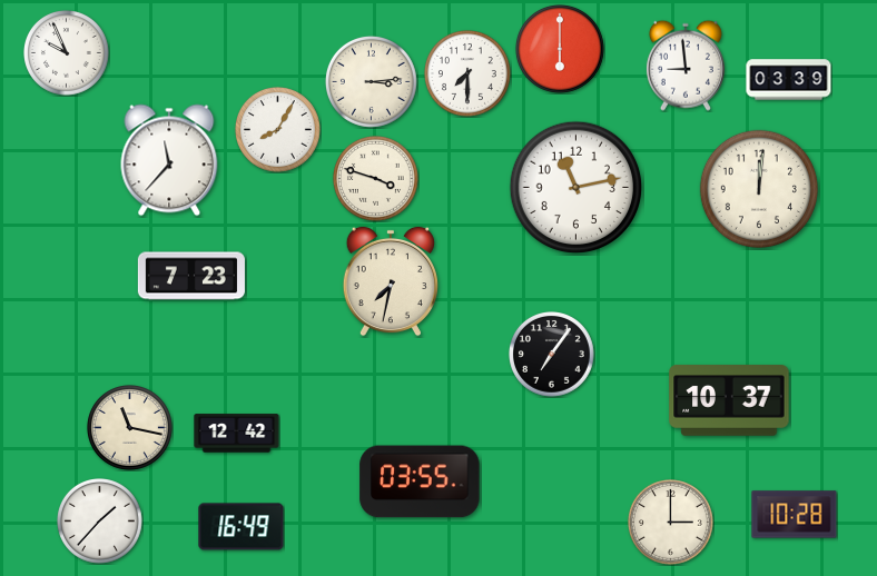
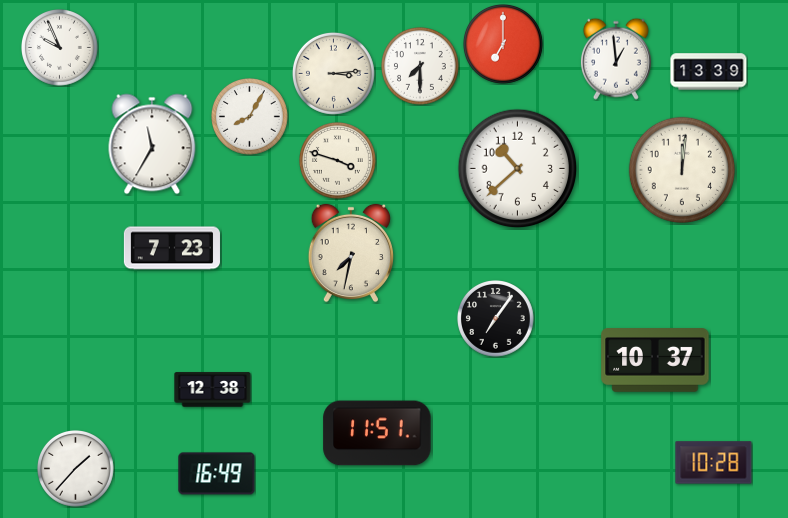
clock at (560, 49): 6:00 -> 7:00
clock at (686, 66): 8:59 -> 12:59
clock at (789, 80): 03:39 -> 13:39
clock at (169, 160): 11:37 -> 11:35
clock at (577, 188): 11:13 -> 10:38
clock at (130, 428): 11:17 -> none
clock at (237, 434): 12:42 -> 12:38
clock at (420, 481): 03:55 -> 11:51
clock at (100, 522) position: (100, 522) -> (76, 469)
clock at (671, 523): 3:00 -> none
